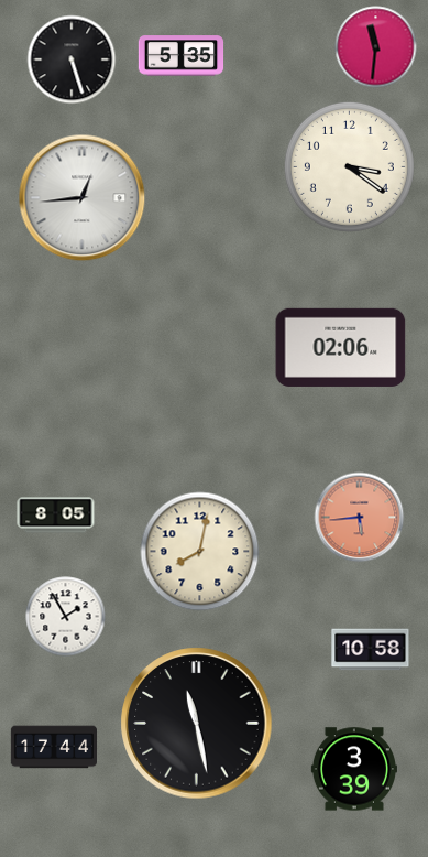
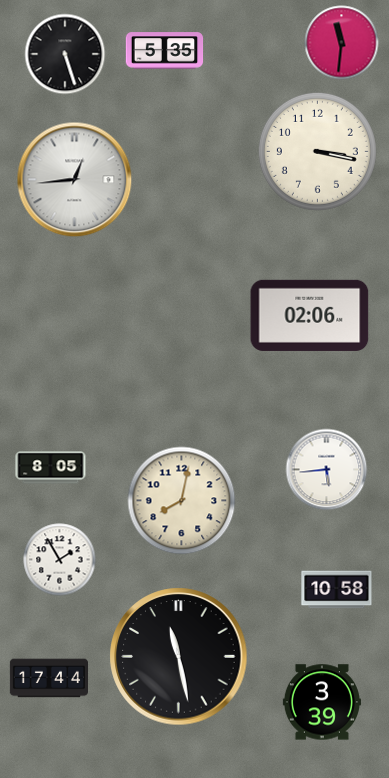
clock at (349, 166): 3:21 -> 3:17
clock at (360, 518) dial: salmon -> white
clock at (354, 769) position: (354, 769) -> (322, 702)
